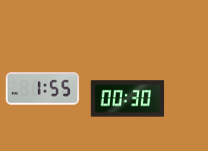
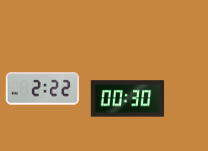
clock at (43, 89): 1:55 -> 2:22
